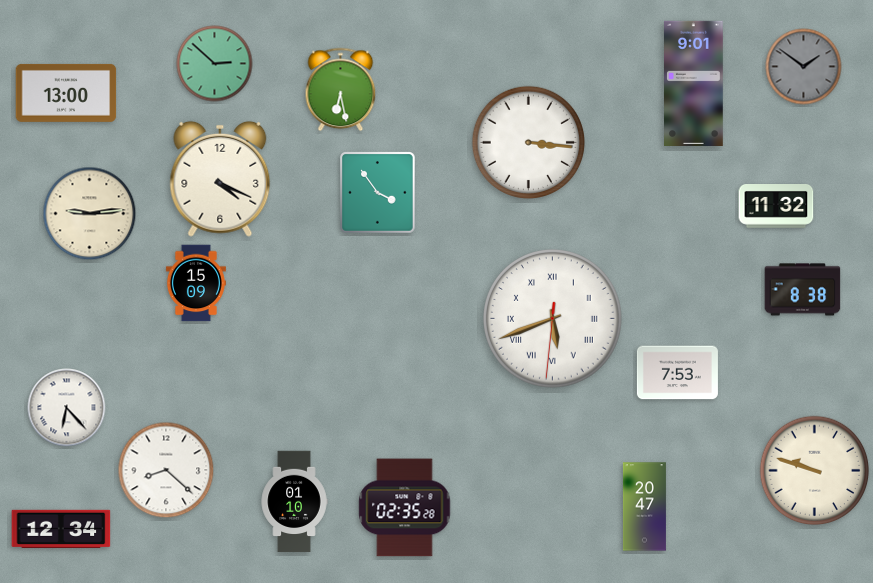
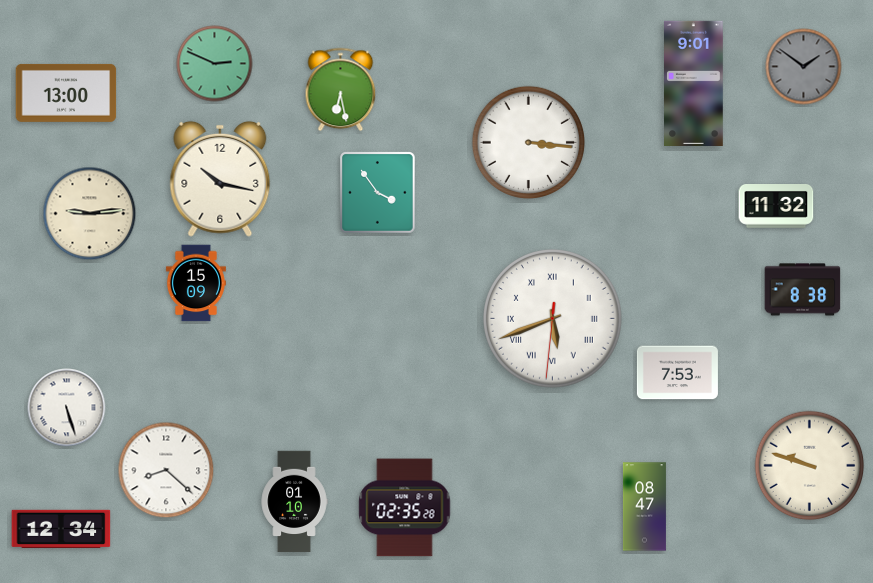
clock at (215, 64): 2:52 -> 2:49
clock at (220, 179): 4:19 -> 10:17
clock at (67, 408): 6:23 -> 5:27
clock at (815, 471) position: (815, 471) -> (810, 466)
clock at (644, 507): 20:47 -> 08:47
